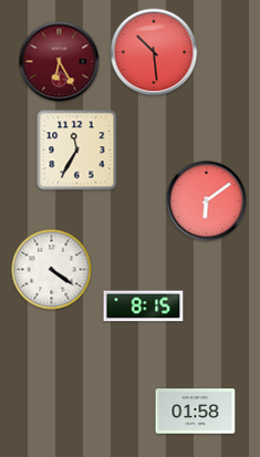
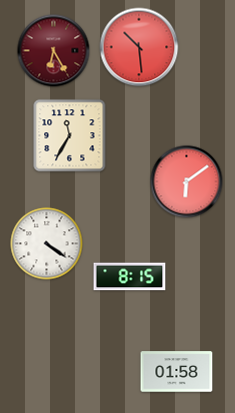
clock at (60, 62) position: (60, 62) -> (54, 51)
